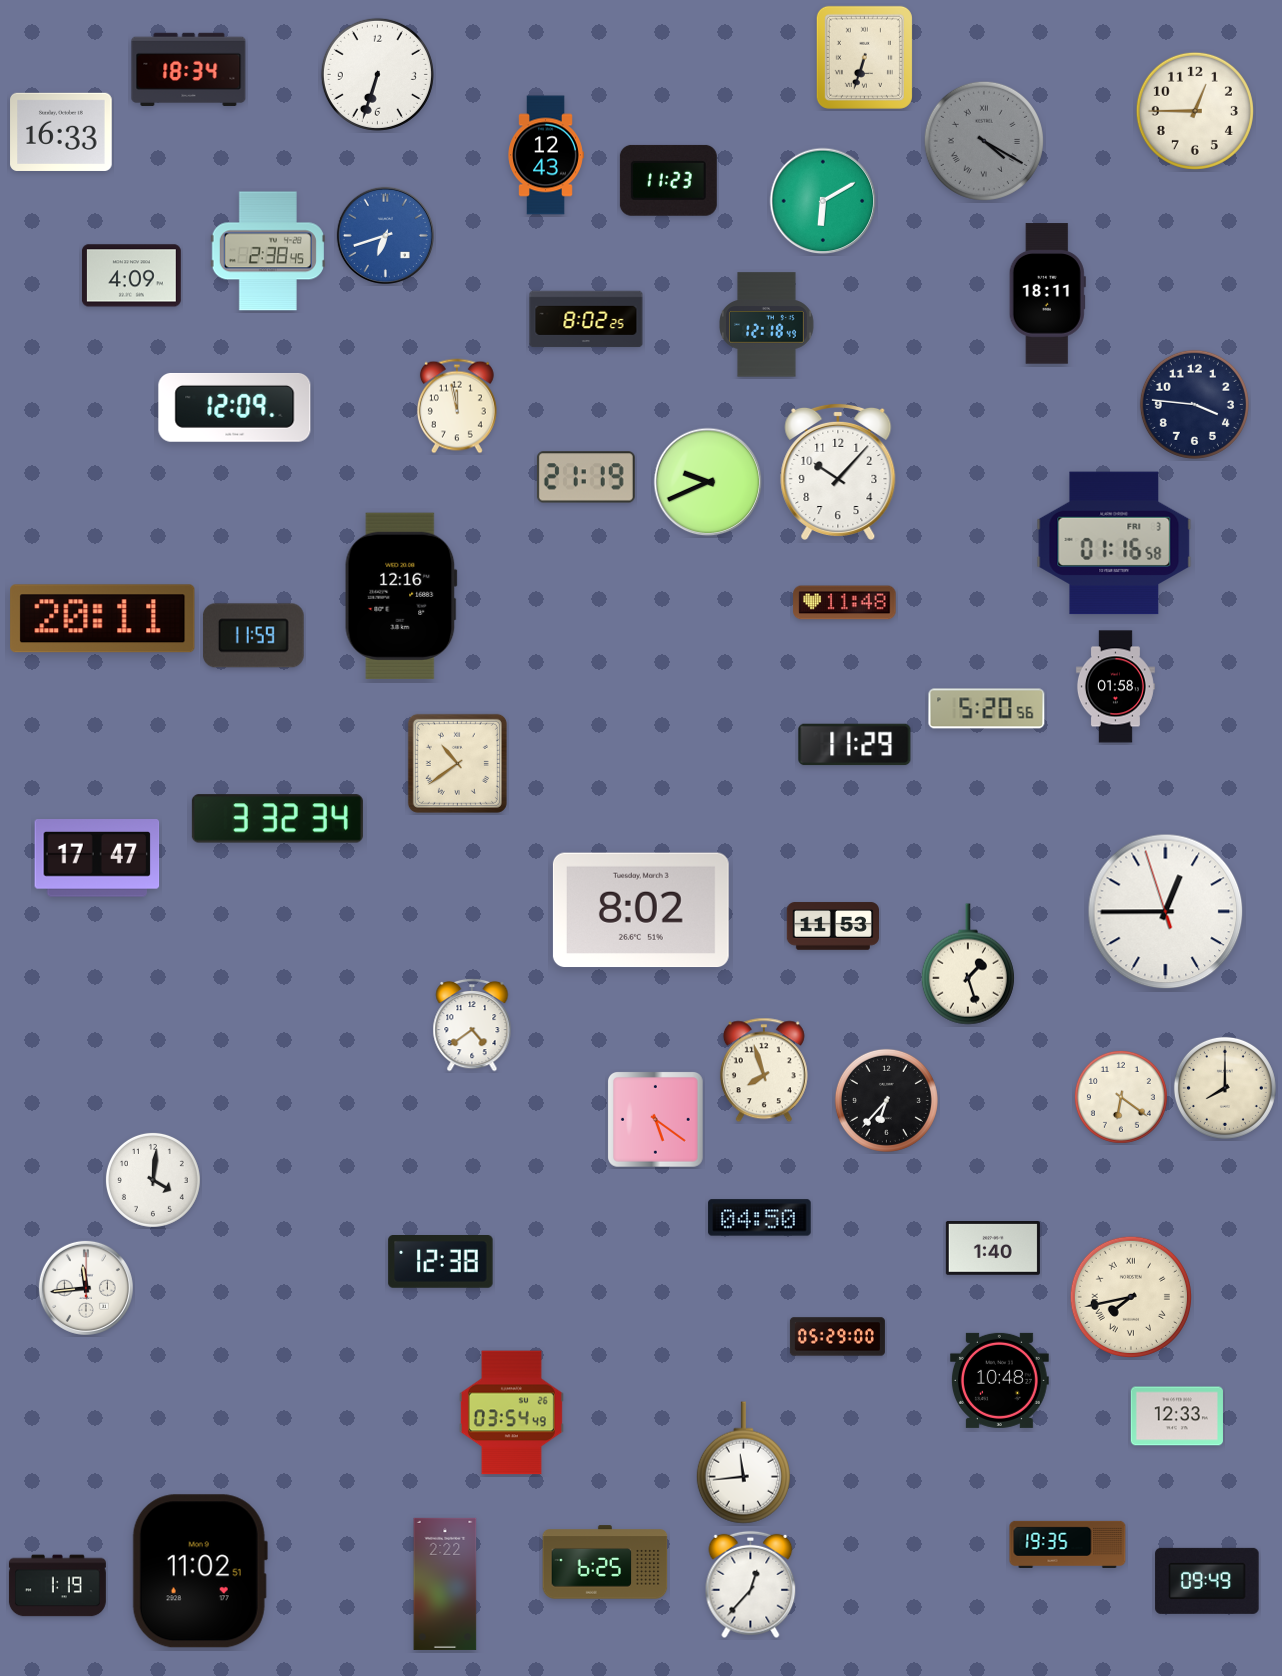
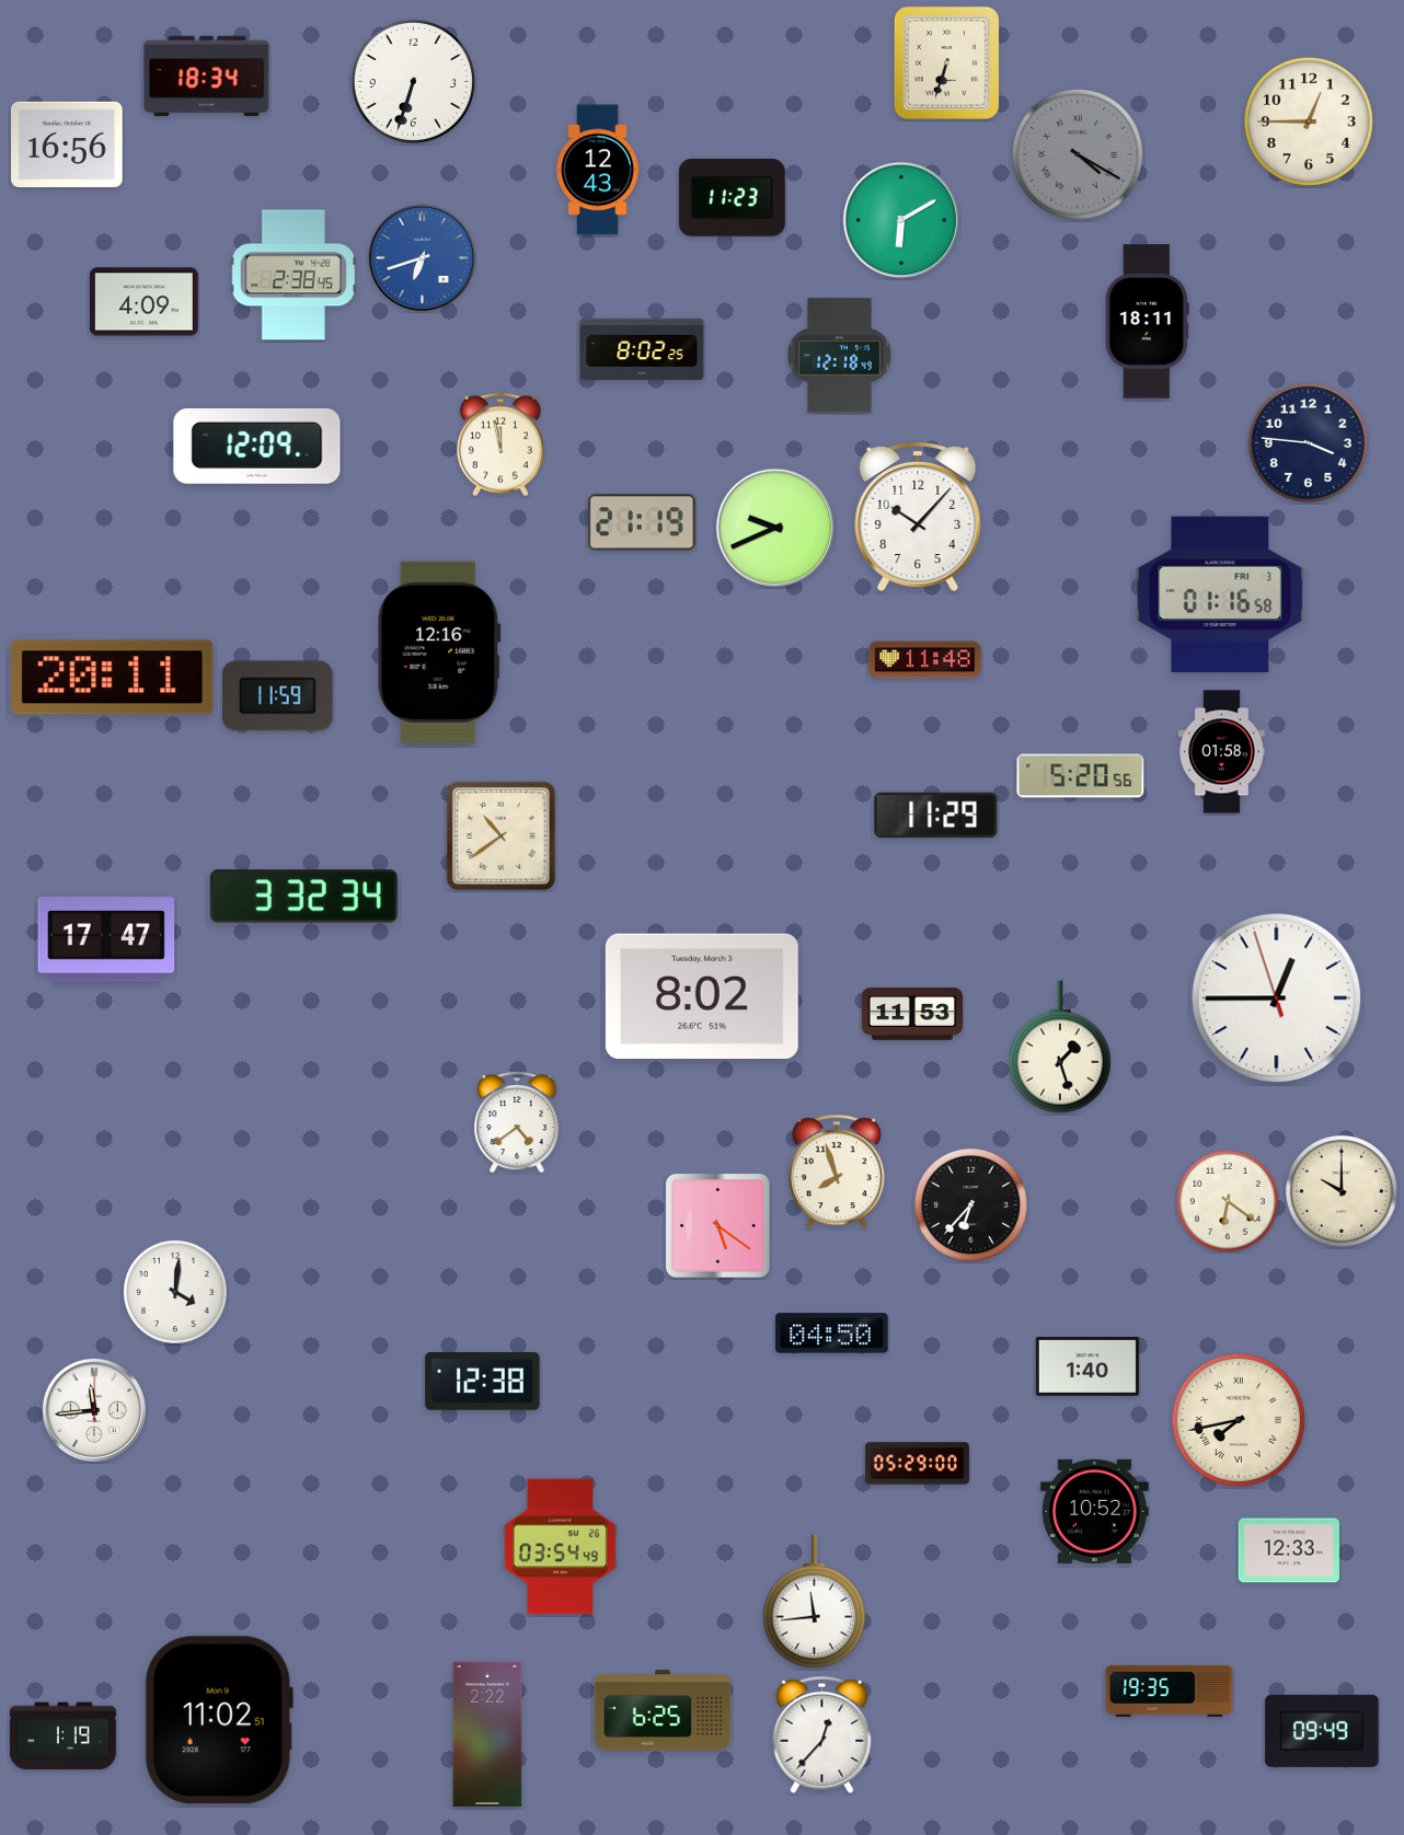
clock at (61, 132): 16:33 -> 16:56
clock at (968, 964) position: (968, 964) -> (1060, 1047)
clock at (1225, 1088): 8:00 -> 10:00
clock at (153, 1180) position: (153, 1180) -> (175, 1292)
clock at (999, 1380): 10:48 -> 10:52
